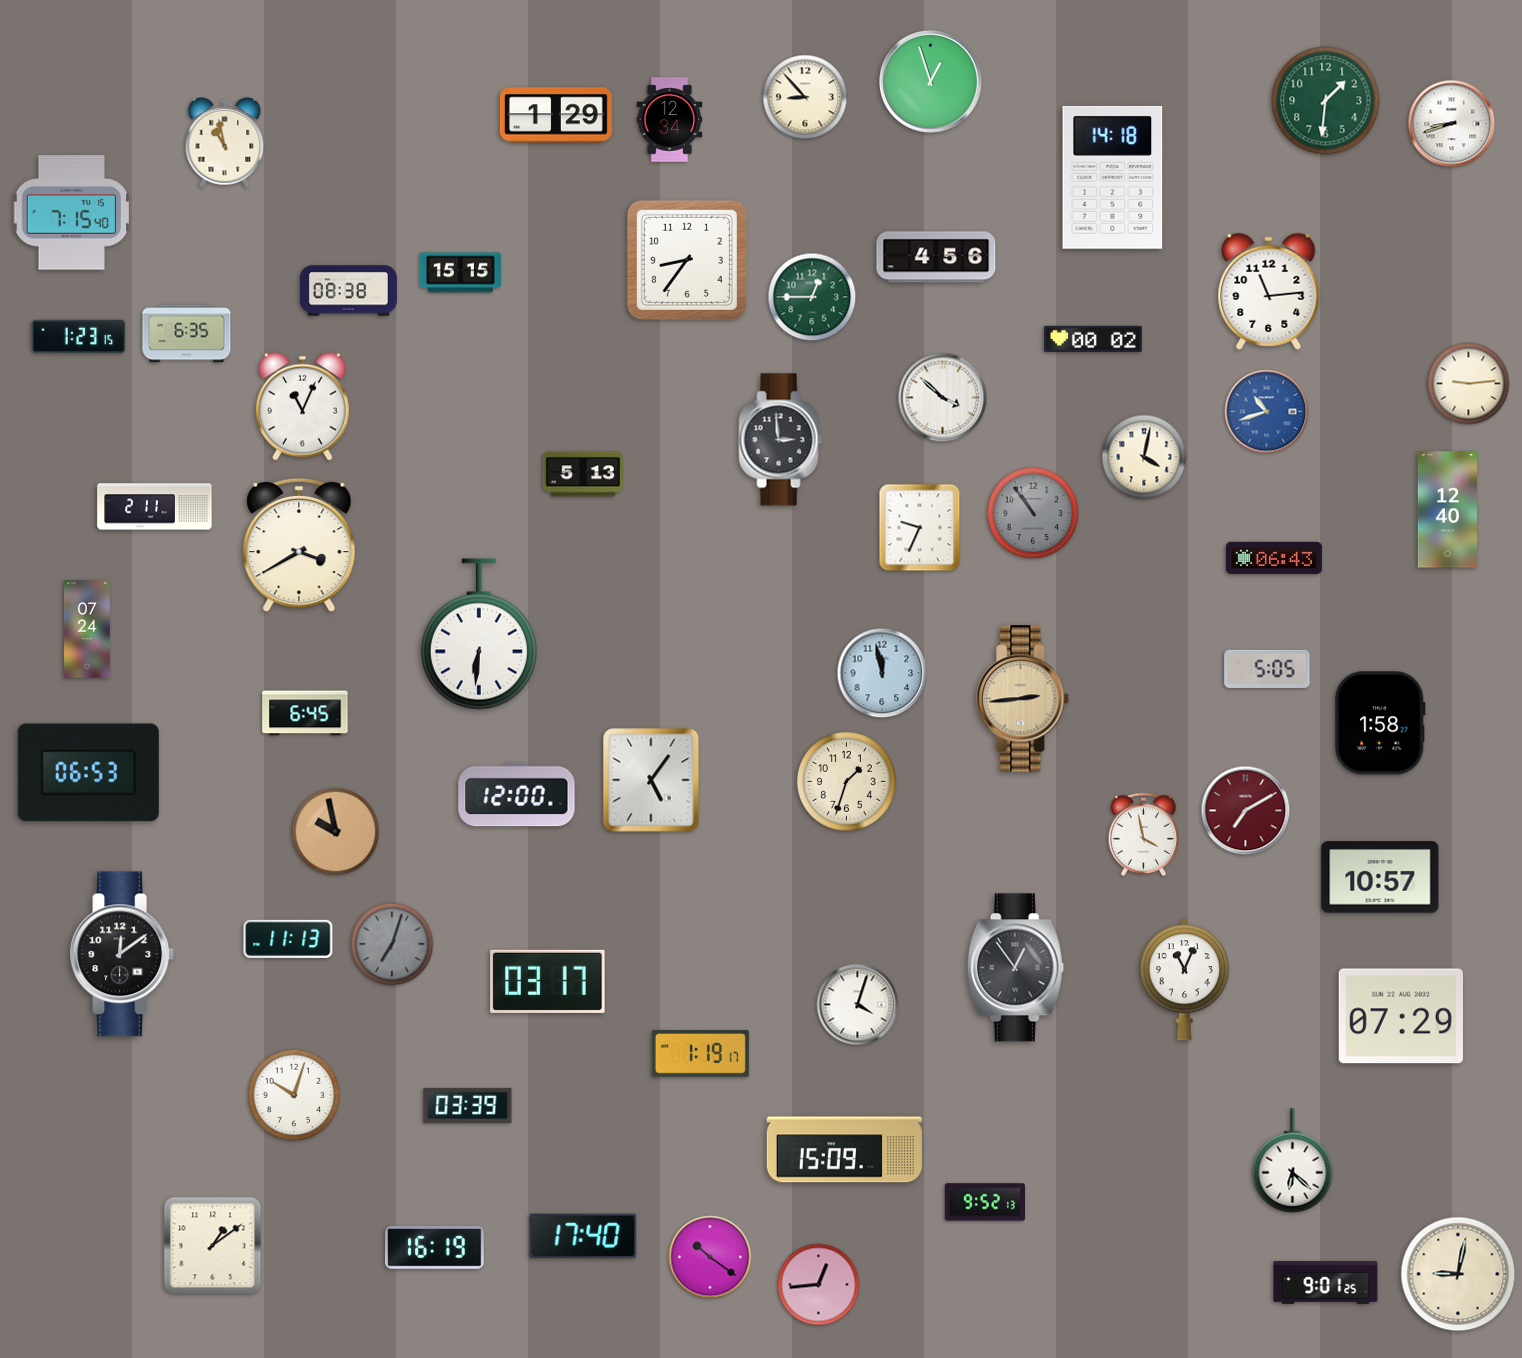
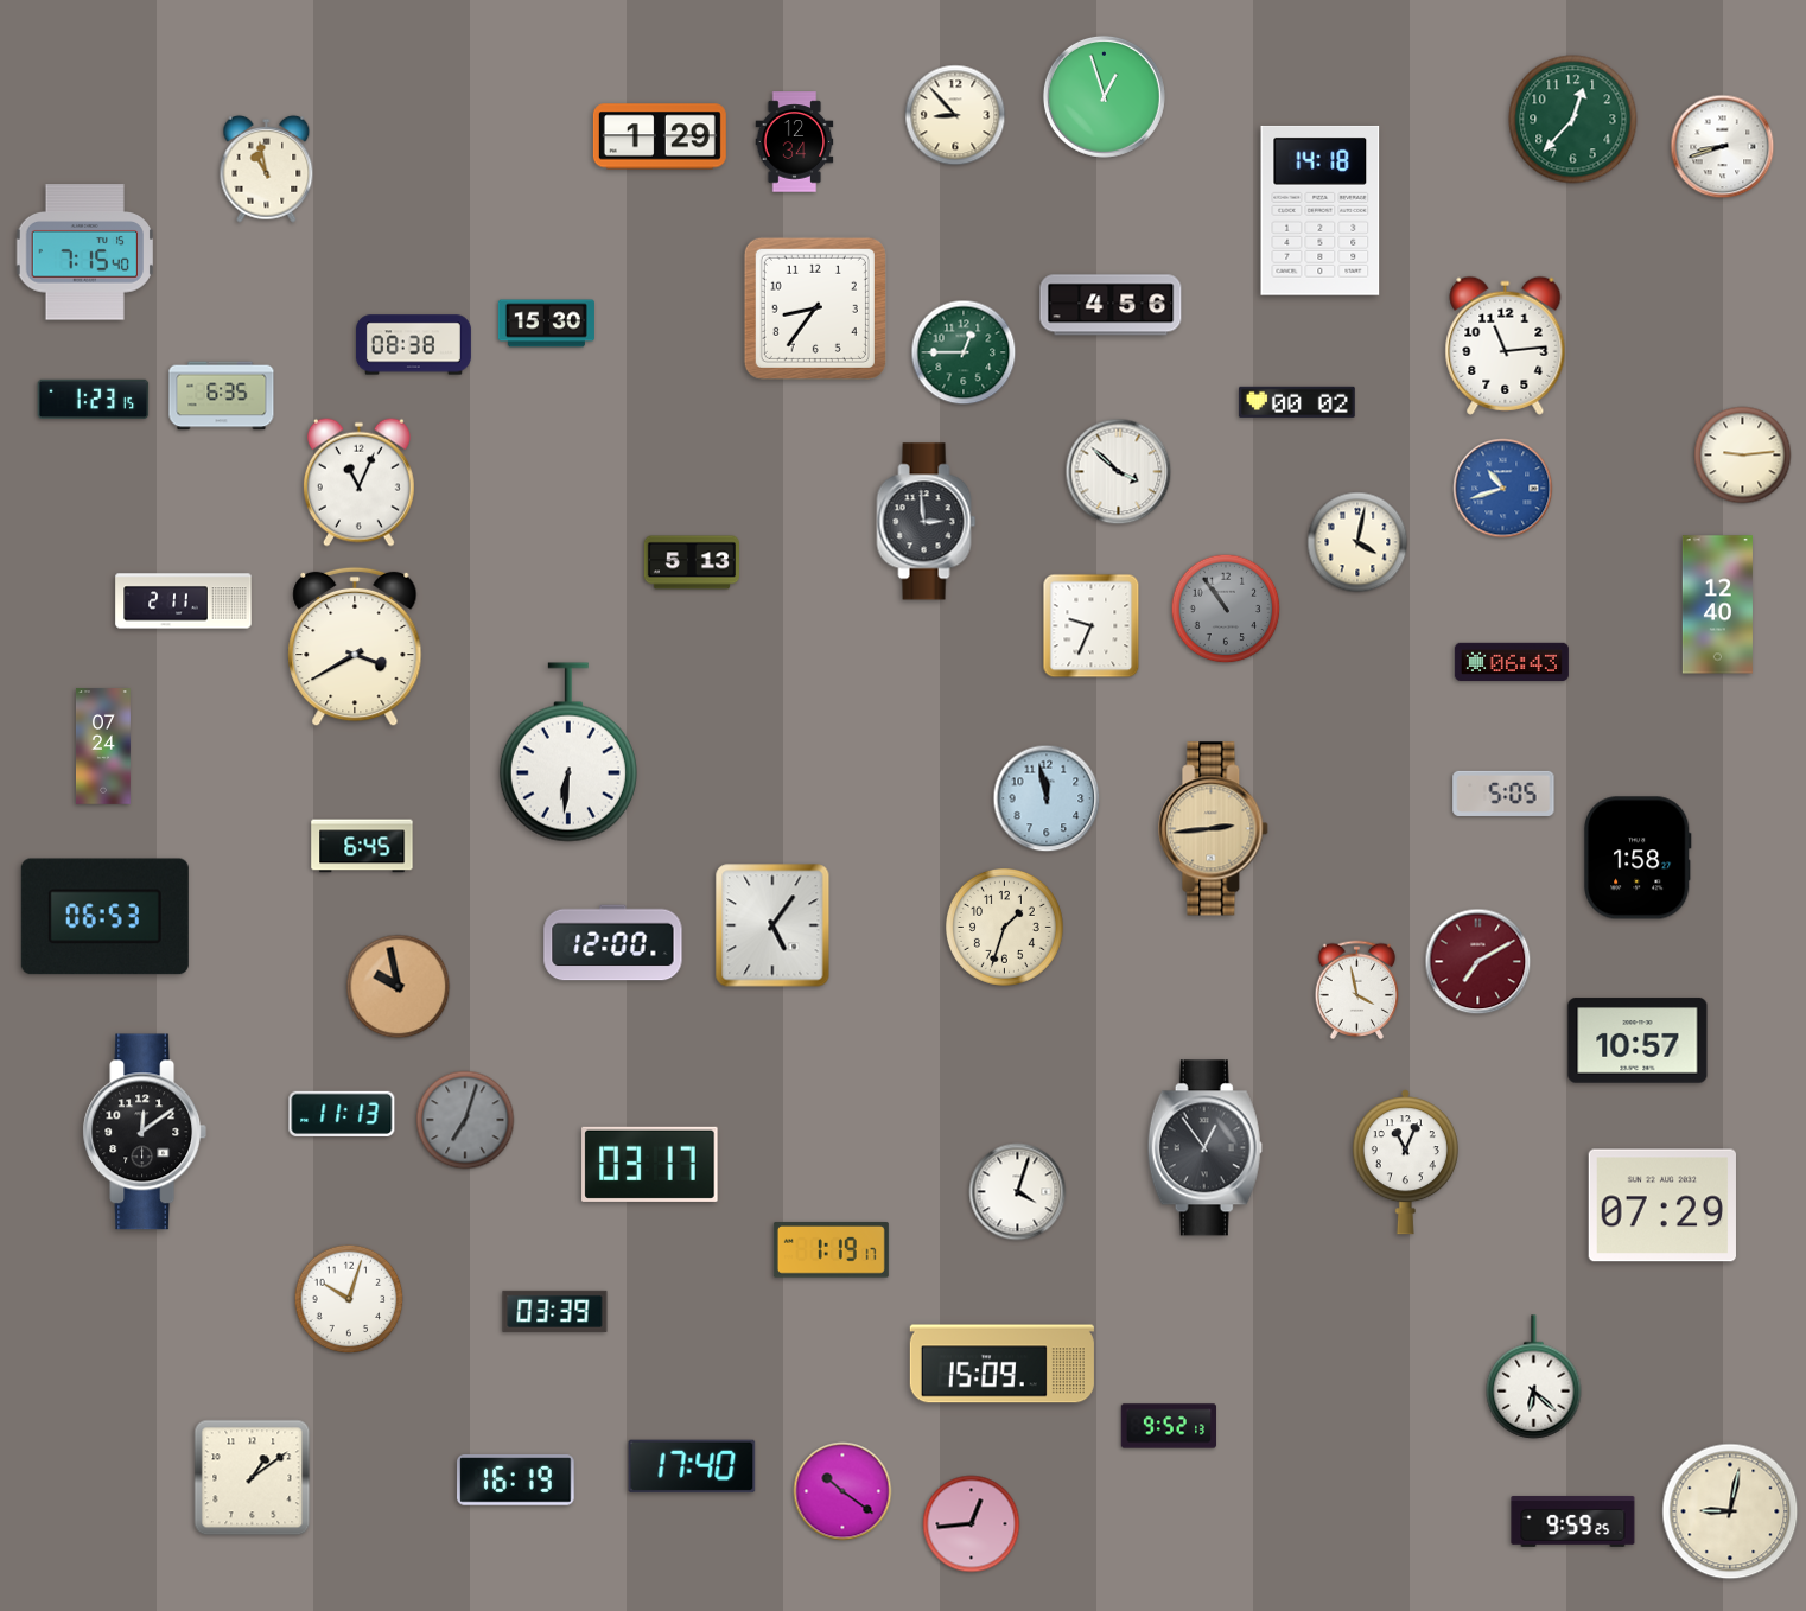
clock at (1326, 101): 1:31 -> 12:37
clock at (460, 273): 15:15 -> 15:30
clock at (1326, 1283): 9:01 -> 9:59
